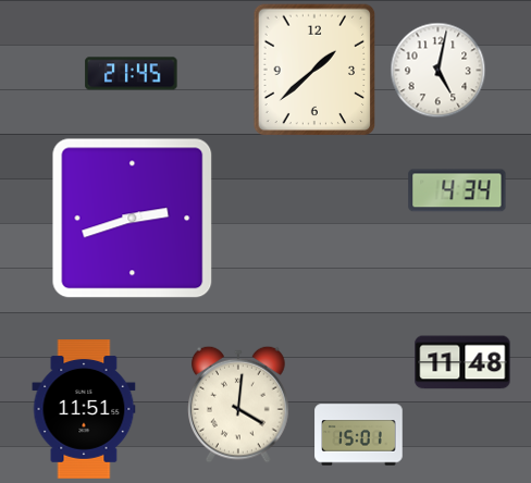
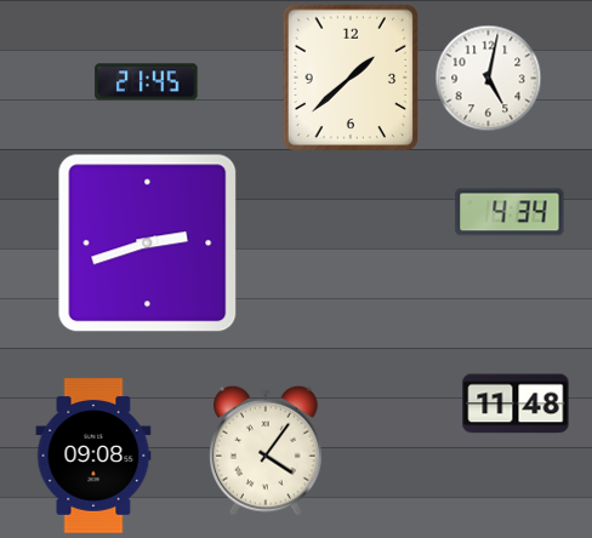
clock at (239, 405): 4:01 -> 4:06
clock at (84, 409): 11:51 -> 09:08
clock at (359, 435): 15:01 -> none
